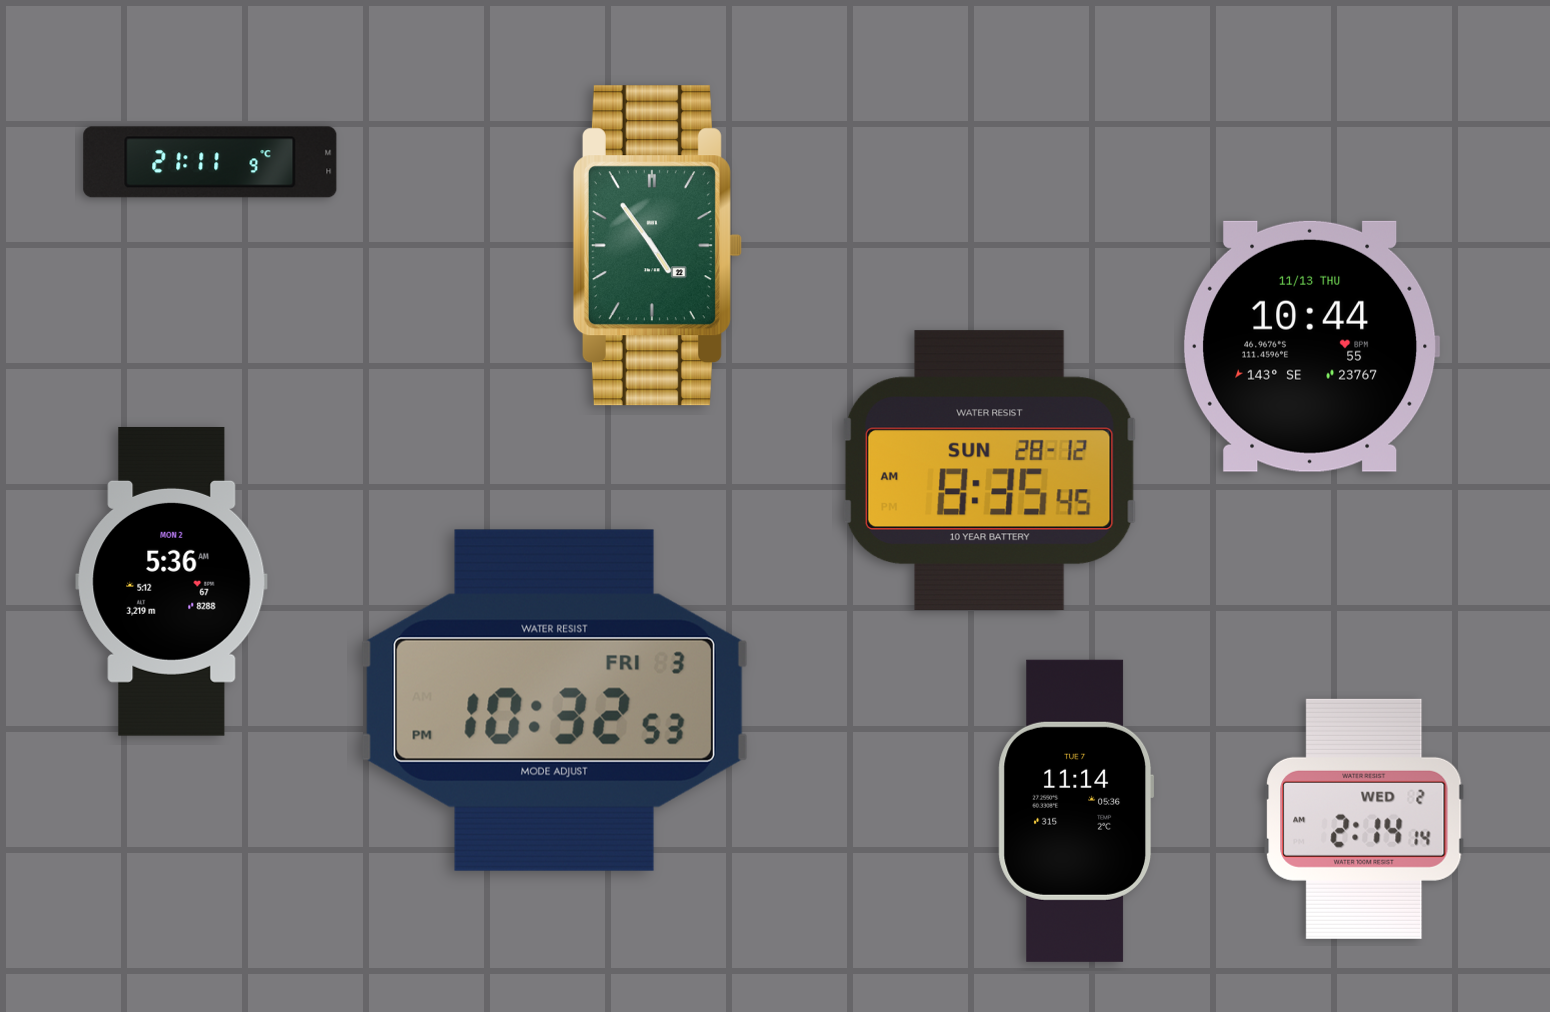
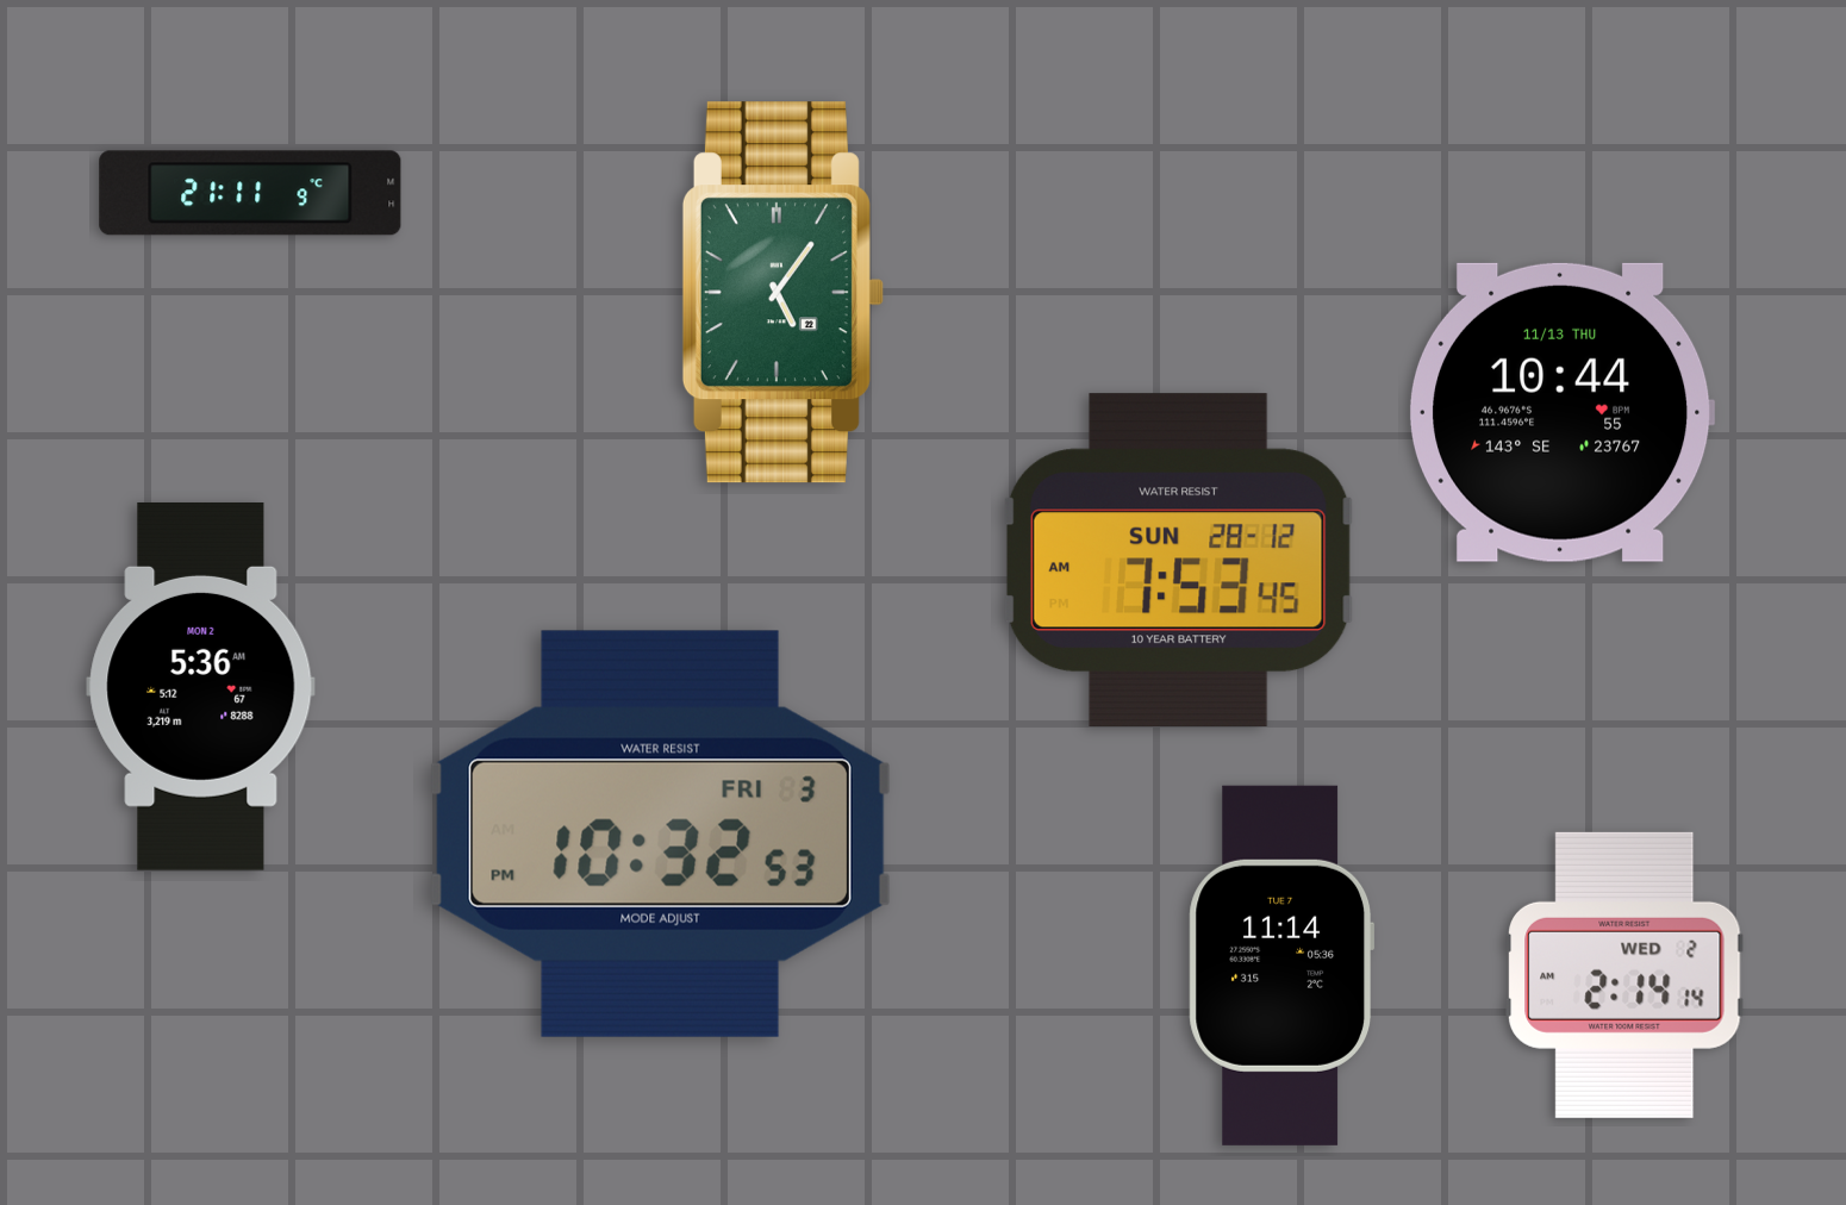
clock at (657, 246): 4:54 -> 5:06
clock at (989, 470): 8:35 -> 7:53
clock at (172, 581) position: (172, 581) -> (201, 686)
